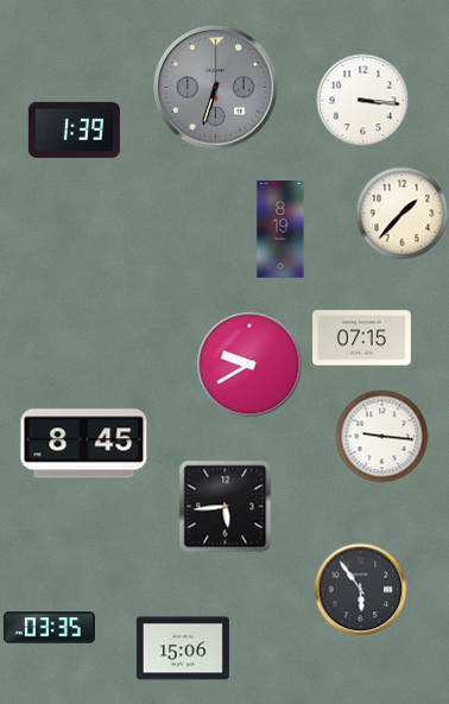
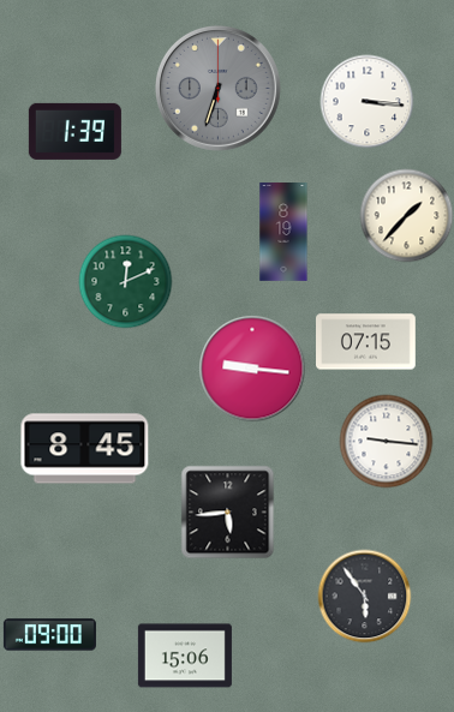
clock at (125, 281): none -> 12:11
clock at (249, 364): 9:40 -> 9:16
clock at (49, 628): 03:35 -> 09:00
